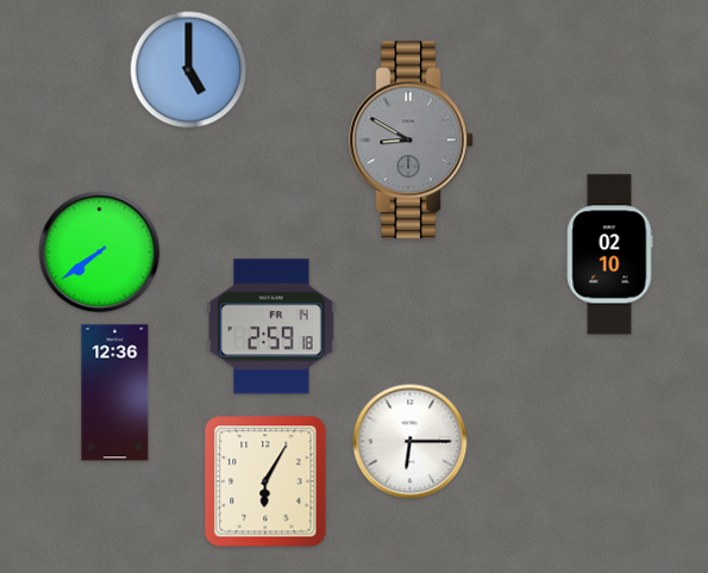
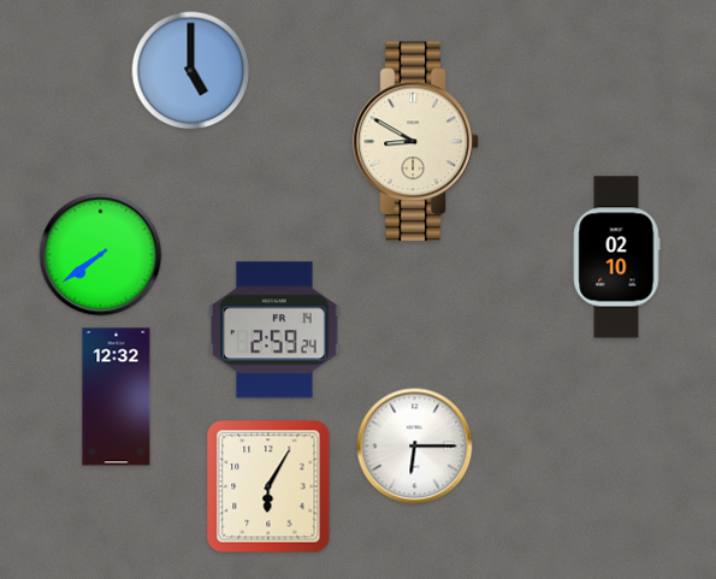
clock at (412, 141) dial: grey -> cream
clock at (271, 326): 2:59:18 -> 2:59:24
clock at (115, 393): 12:36 -> 12:32
